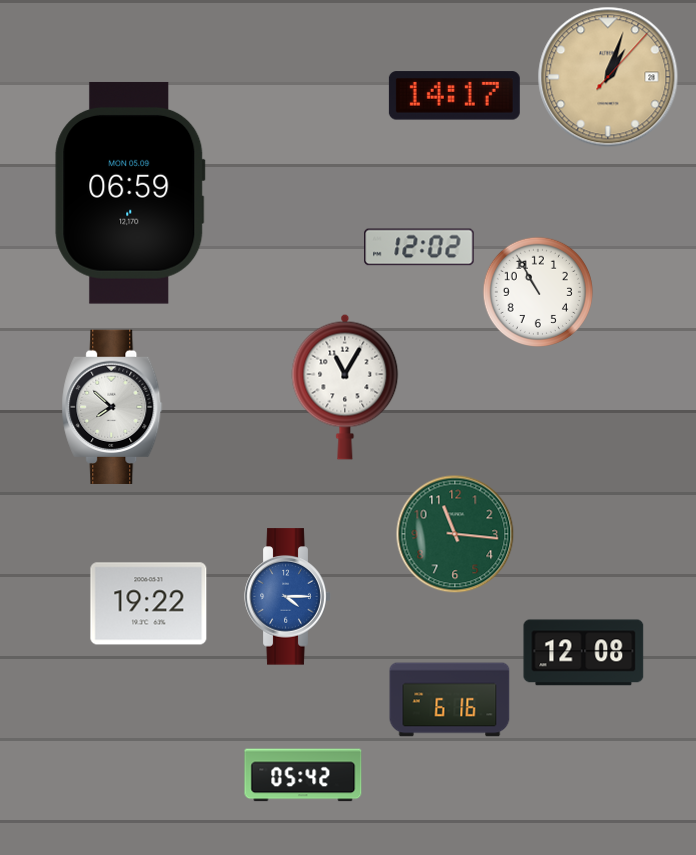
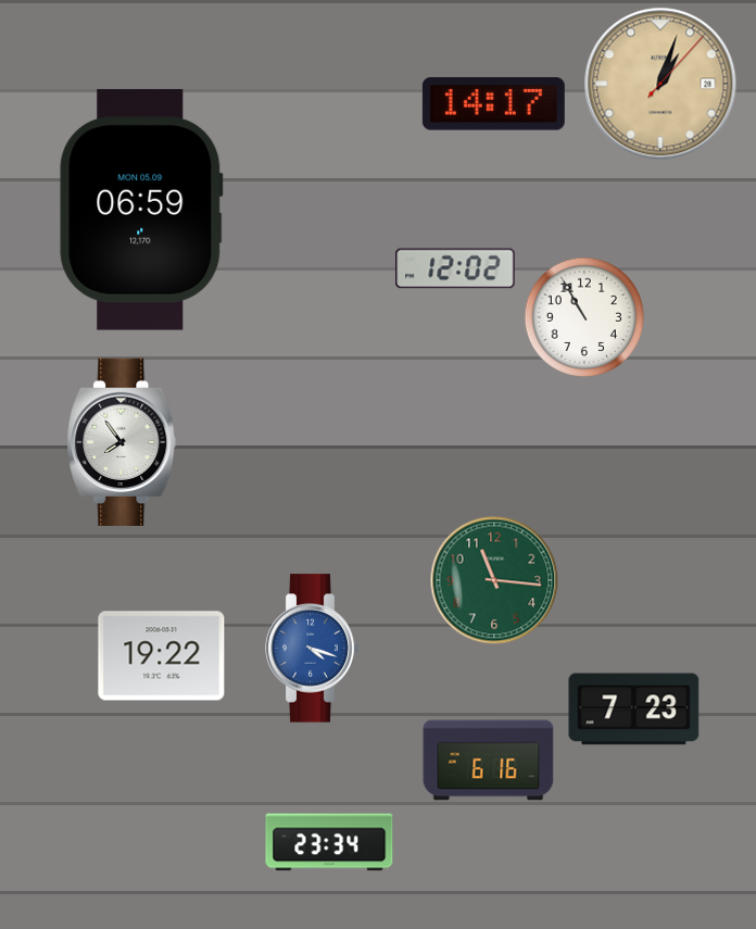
clock at (345, 387): 11:05 -> none
clock at (112, 406): 7:52 -> 7:54
clock at (288, 597): 4:15 -> 4:18
clock at (584, 653): 12:08 -> 7:23
clock at (303, 775): 05:42 -> 23:34
